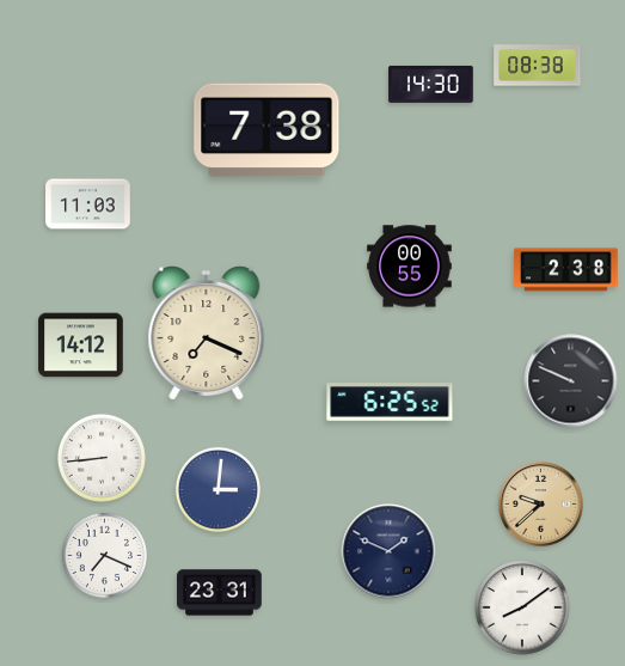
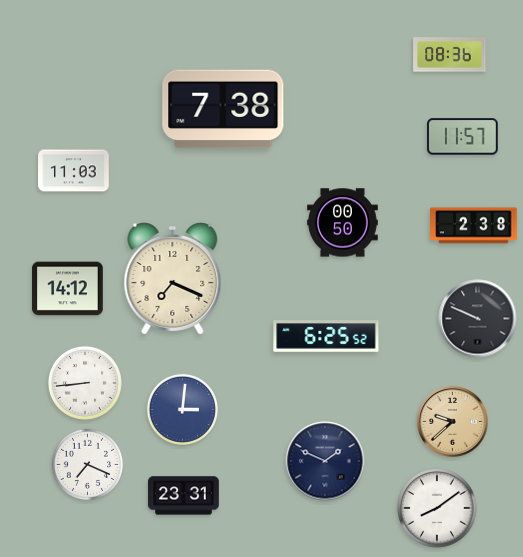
clock at (538, 66): 08:38 -> 08:36
clock at (431, 84): 14:30 -> none
clock at (463, 137): none -> 11:57
clock at (410, 267): 00:55 -> 00:50
